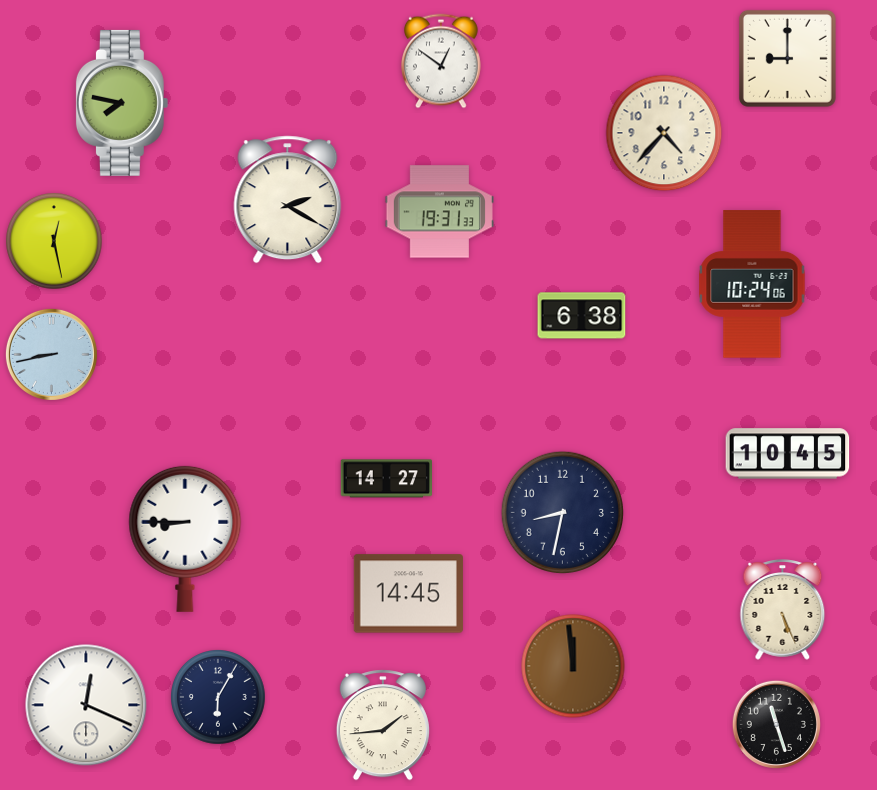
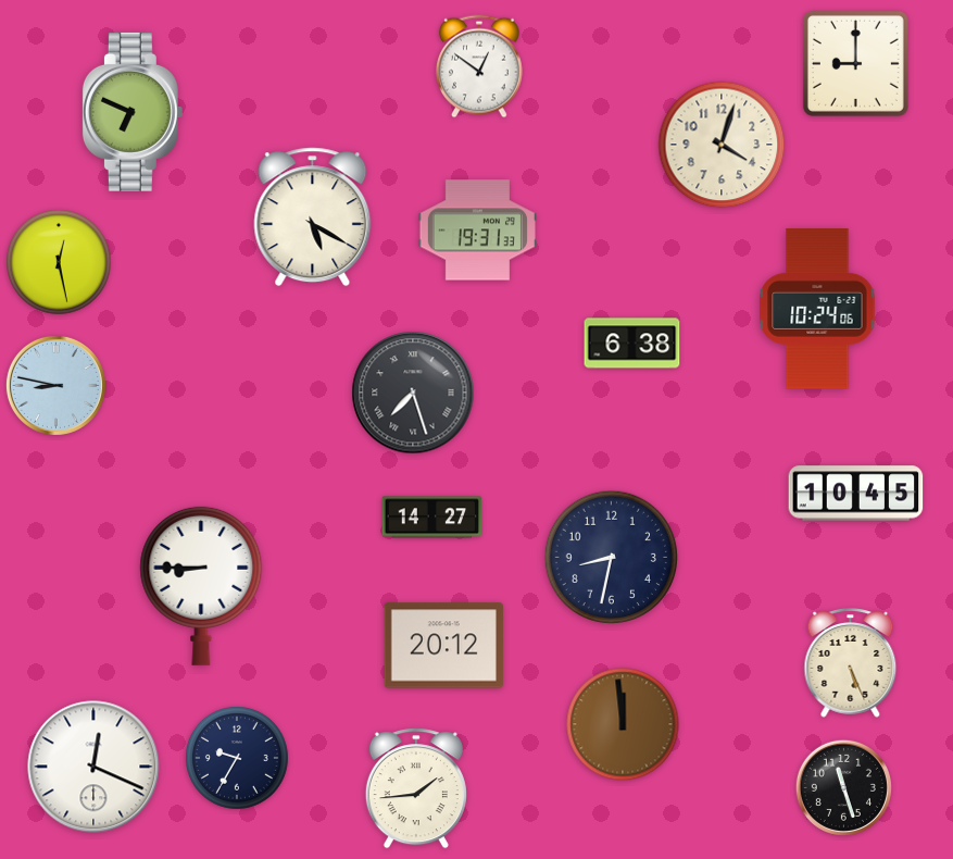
clock at (122, 103): 7:47 -> 6:49
clock at (664, 133): 4:37 -> 4:03
clock at (288, 200): 2:20 -> 5:20
clock at (51, 354): 8:43 -> 8:47
clock at (413, 393): none -> 7:27
clock at (387, 479) position: (387, 479) -> (432, 518)
clock at (408, 594): 14:45 -> 20:12
clock at (219, 698): 6:05 -> 9:35
